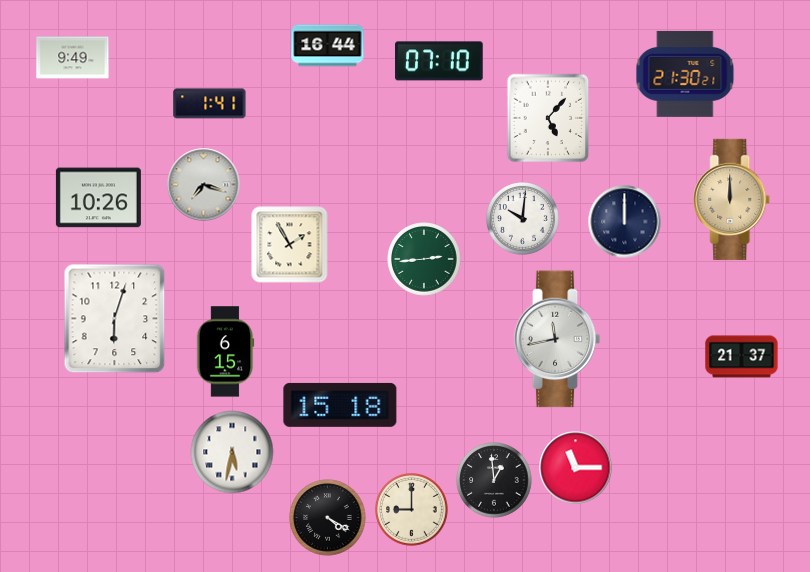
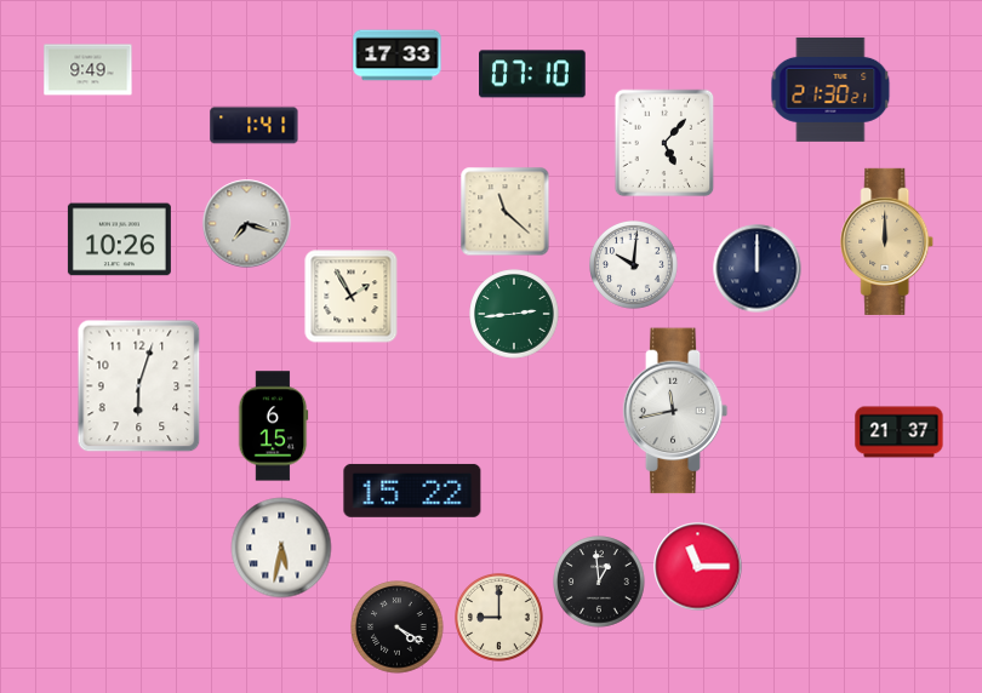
clock at (328, 46): 16:44 -> 17:33
clock at (506, 212): none -> 11:22
clock at (340, 405): 15:18 -> 15:22
